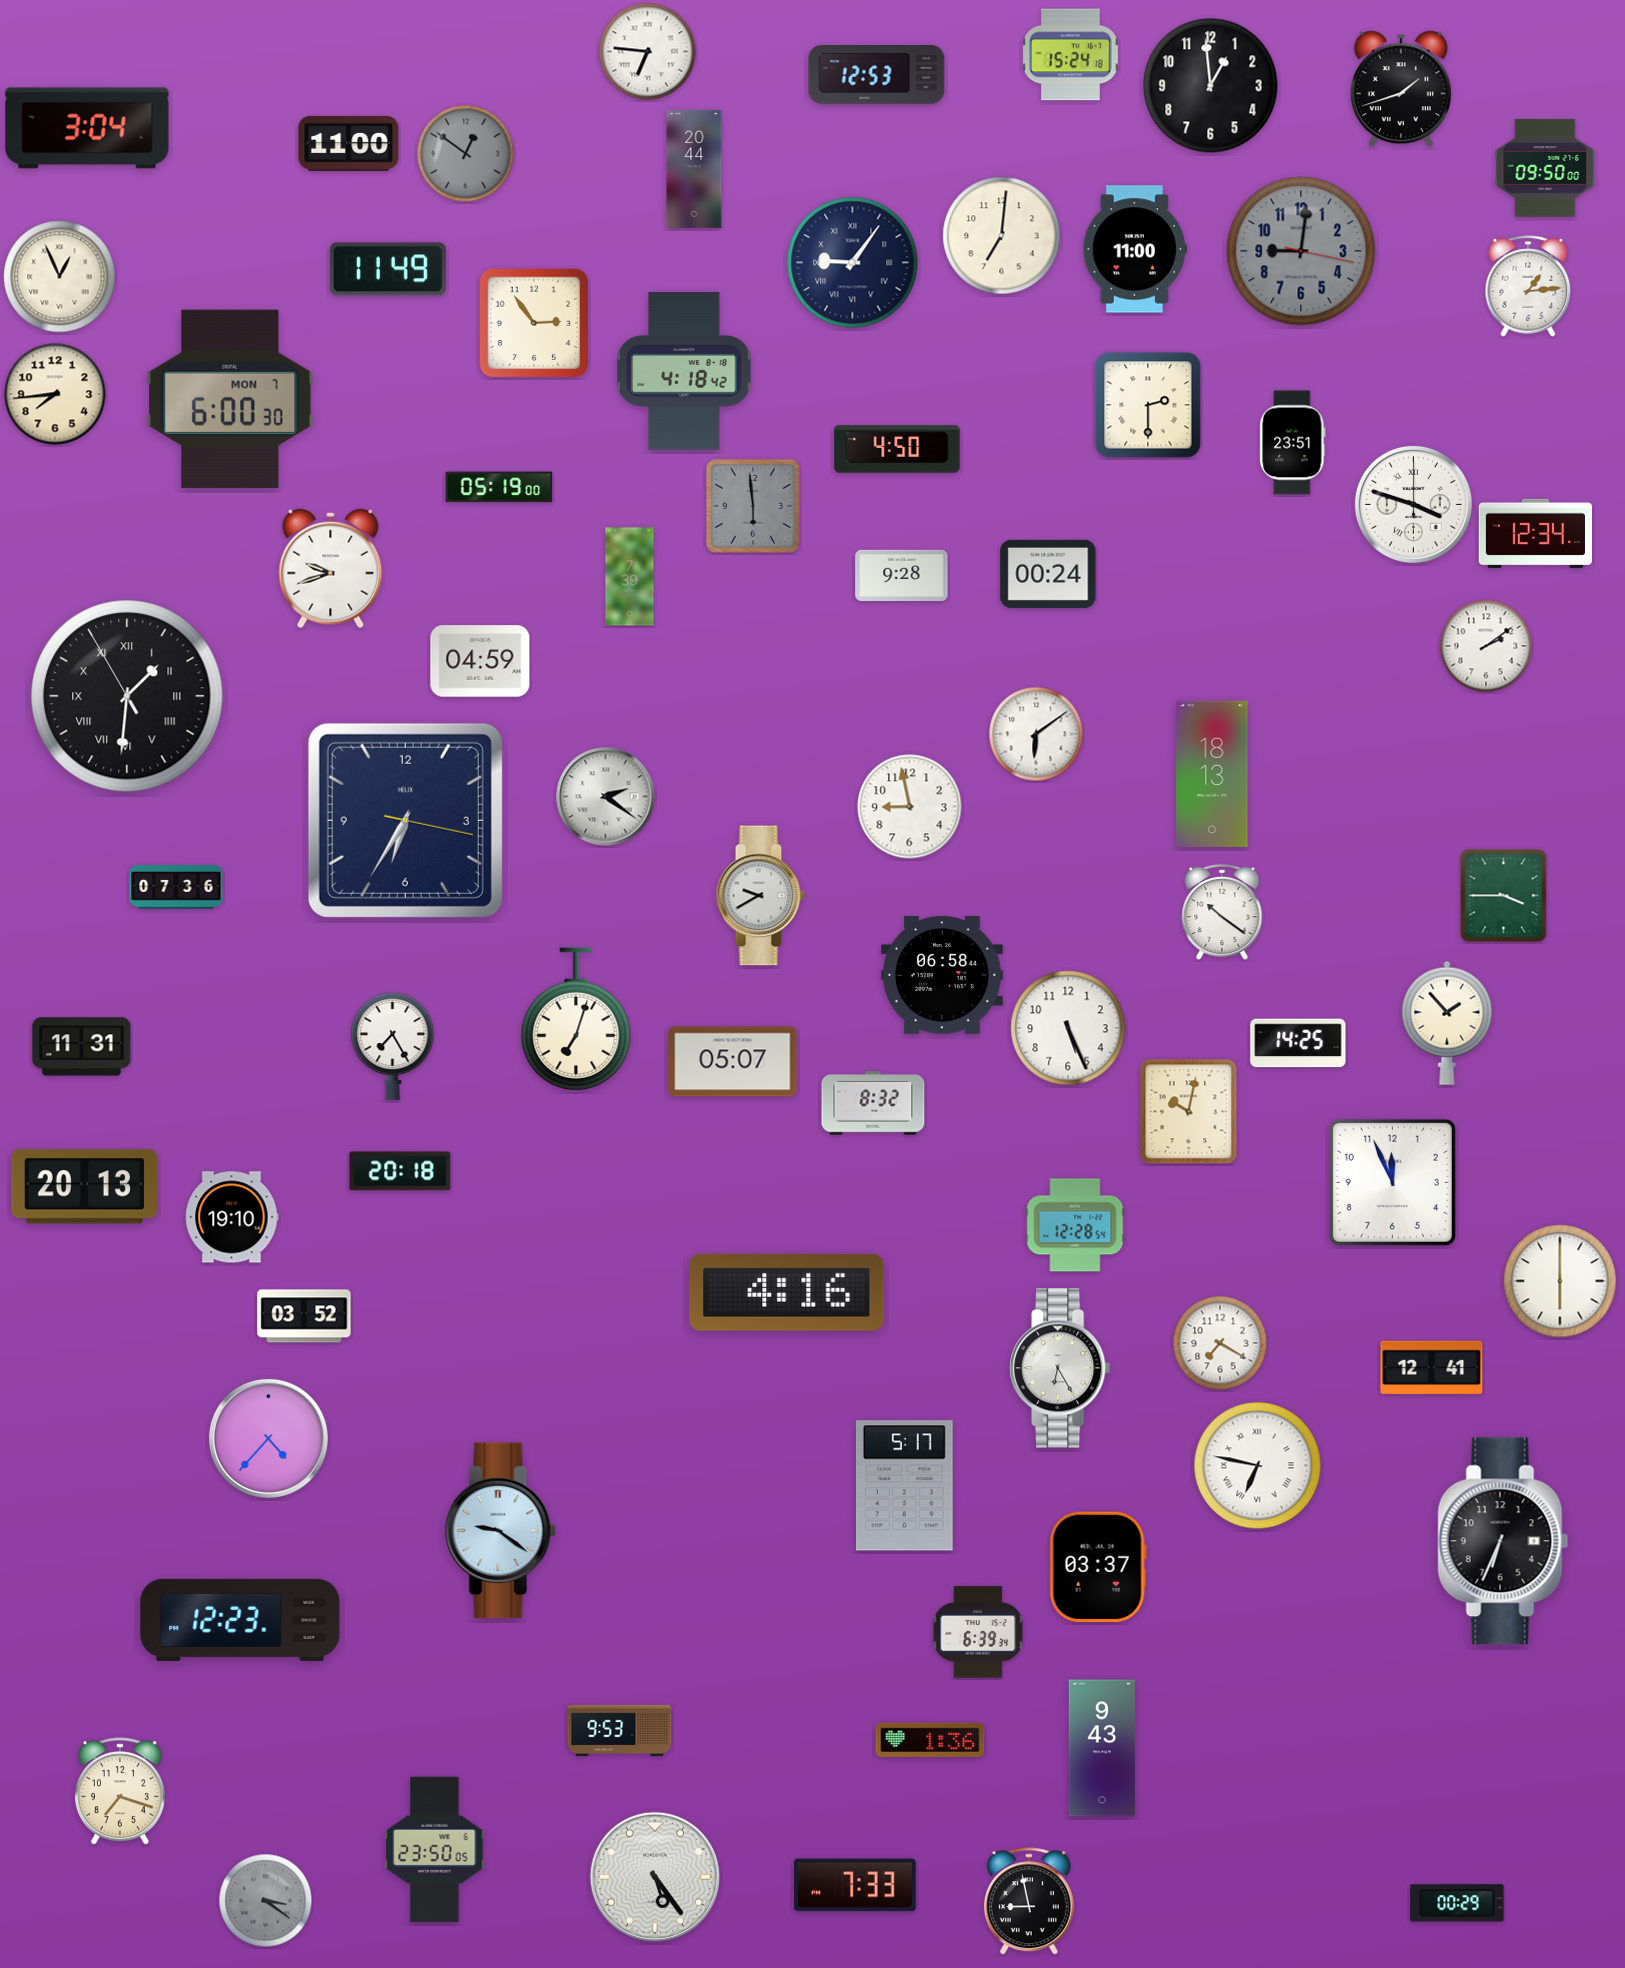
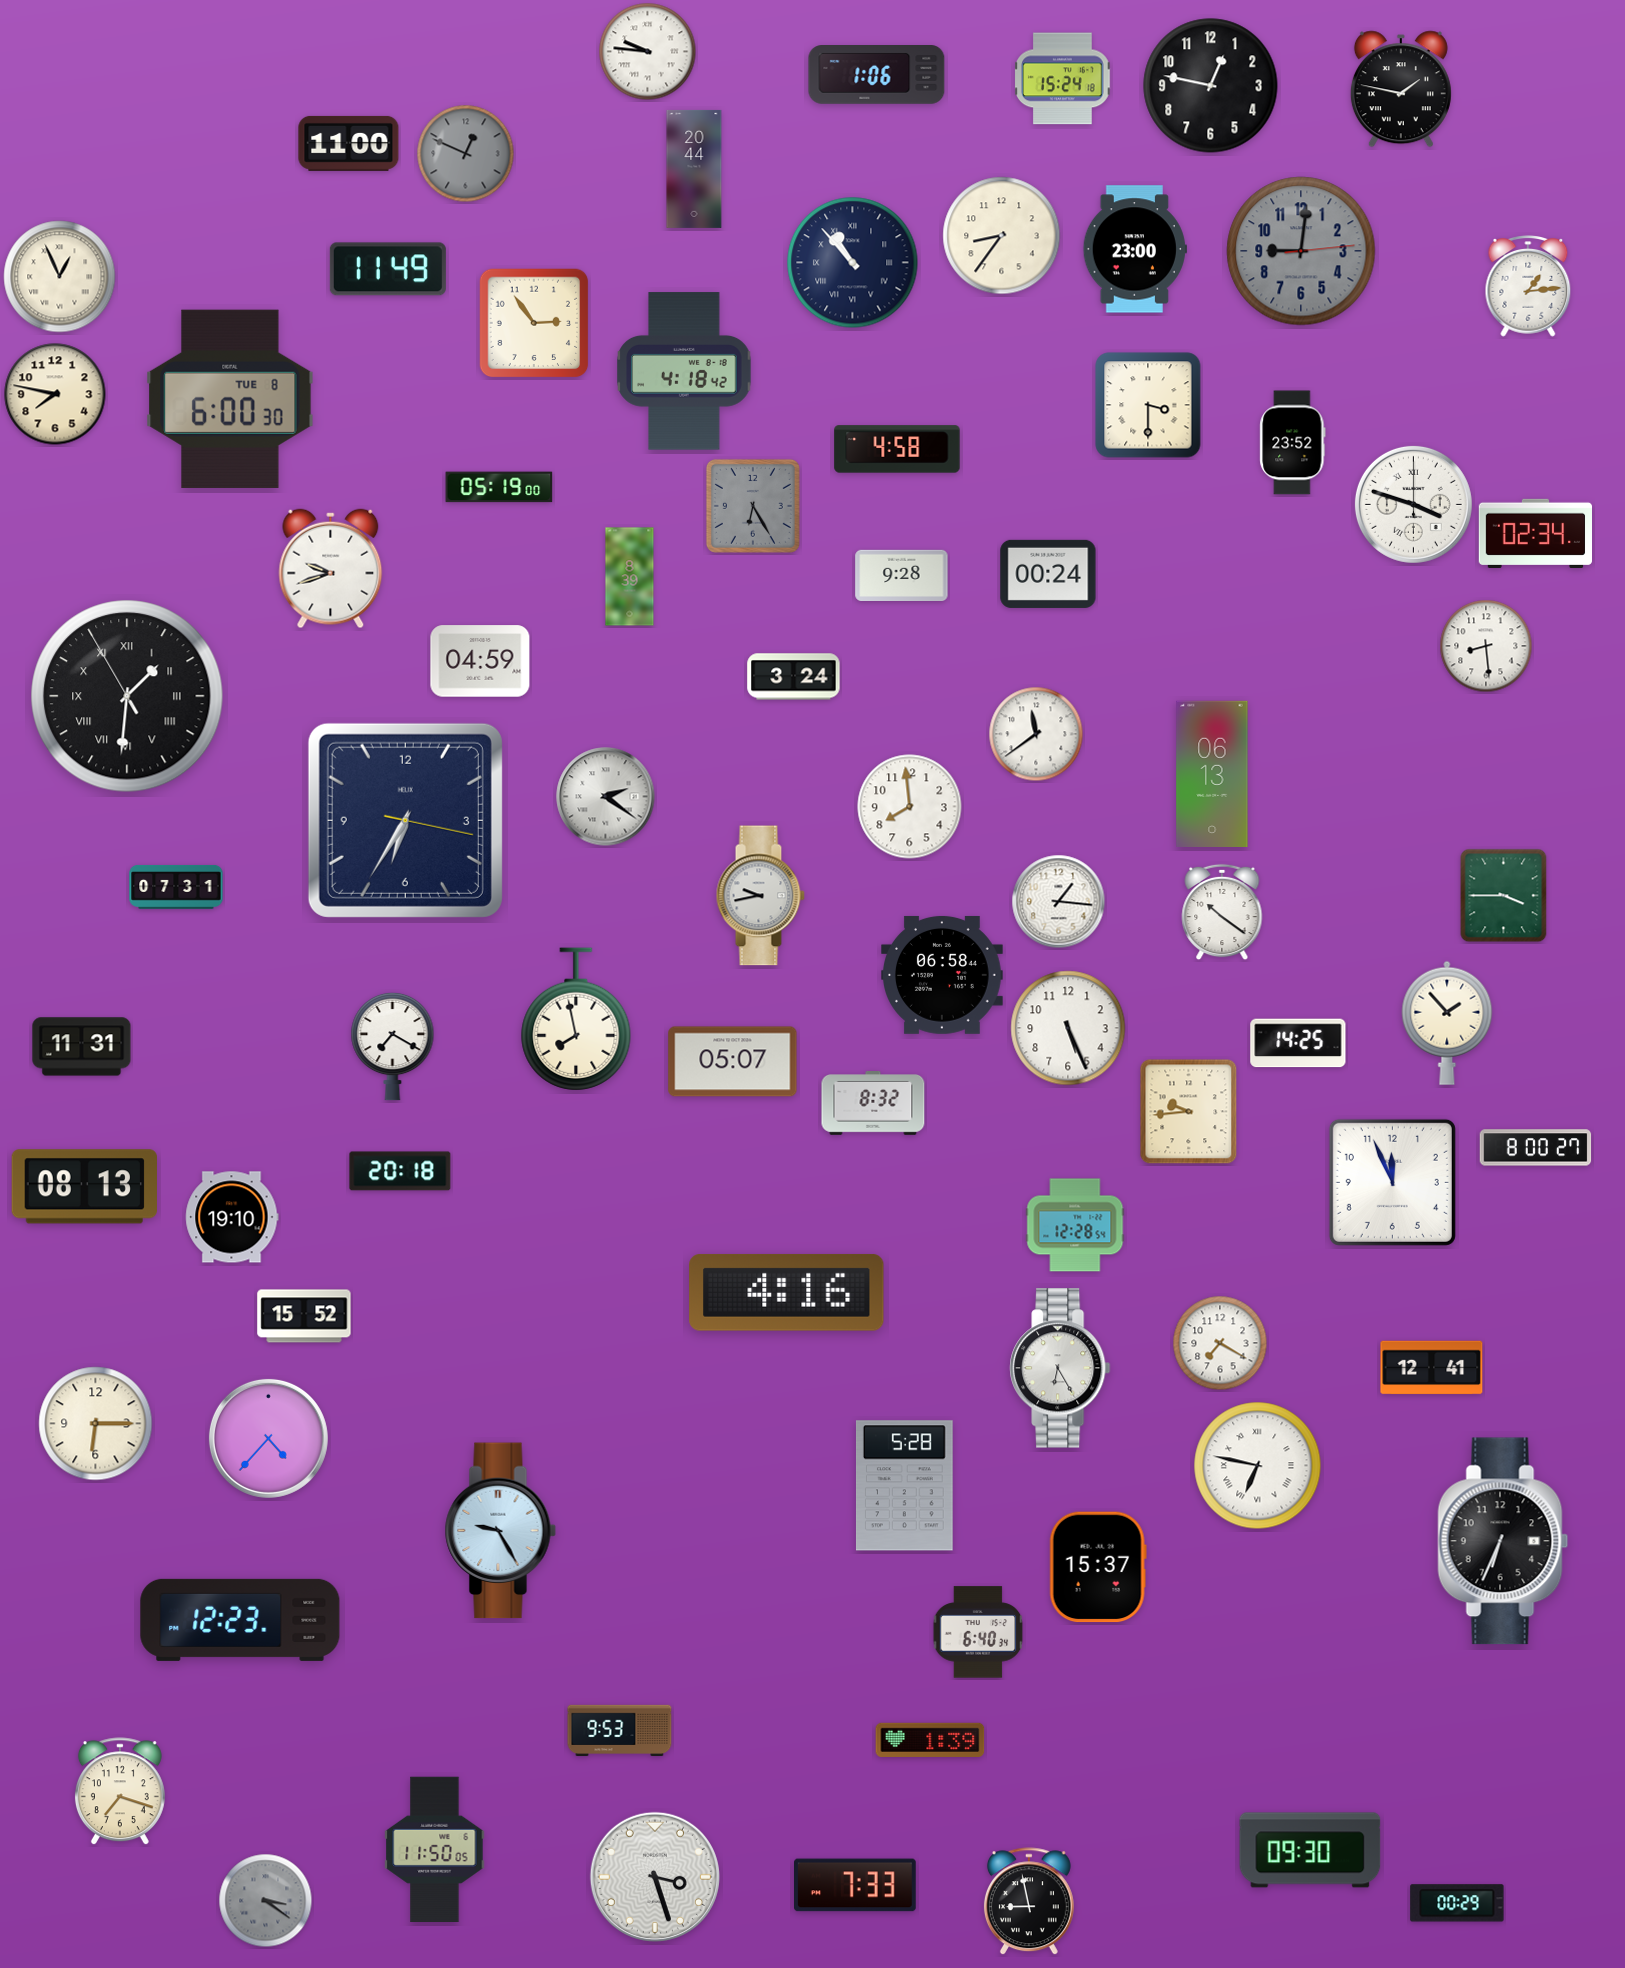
clock at (648, 52): 6:46 -> 9:46
clock at (1071, 55) position: (1071, 55) -> (1063, 79)
clock at (877, 75): 12:53 -> 1:06
clock at (1211, 86): 12:59 -> 12:47
clock at (1401, 89): 1:42 -> 1:47
clock at (87, 128): 3:04 -> none
clock at (466, 154): 12:51 -> 12:49
clock at (1545, 168): 09:50 -> none
clock at (1002, 236): 7:01 -> 8:36
clock at (1135, 249): 11:00 -> 23:00
clock at (1301, 251): 9:01:17 -> 9:01:14
clock at (853, 263): 9:06 -> 10:53
clock at (55, 394): 7:44 -> 7:47
clock at (230, 399) date: MON 7 -> TUE 8
clock at (1148, 405): 2:30 -> 3:30
clock at (1293, 443): 23:51 -> 23:52
clock at (897, 449): 4:50 -> 4:58
clock at (753, 506): 5:59 -> 6:25
clock at (1535, 533): 12:34 -> 02:34
clock at (630, 577): 7:39 -> 8:39
clock at (1486, 646): 2:09 -> 8:29
clock at (794, 677): none -> 3:24
clock at (1036, 734): 6:09 -> 11:39
clock at (1212, 773): 18:13 -> 06:13
clock at (910, 807): 8:58 -> 7:59
clock at (176, 887): 07:36 -> 07:31
clock at (760, 896): 9:40 -> 9:43
clock at (1059, 902): none -> 1:16
clock at (576, 1019): 7:03 -> 7:58
clock at (393, 1046): 7:25 -> 7:20
clock at (1189, 1112): 10:02 -> 9:44
clock at (1536, 1148): none -> 8:00
clock at (84, 1187): 20:13 -> 08:13
clock at (1560, 1281): 6:00 -> none
clock at (304, 1316): 03:52 -> 15:52
clock at (96, 1424): none -> 6:15
clock at (904, 1486): 5:17 -> 5:28
clock at (500, 1531): 9:21 -> 9:25
clock at (1098, 1567): 03:37 -> 15:37
clock at (978, 1632): 6:39 -> 6:40
clock at (930, 1740): 1:36 -> 1:39
clock at (1102, 1748): 9:43 -> none
clock at (435, 1850): 23:50 -> 11:50
clock at (1310, 1850): none -> 09:30
clock at (655, 1877): 5:24 -> 3:27
